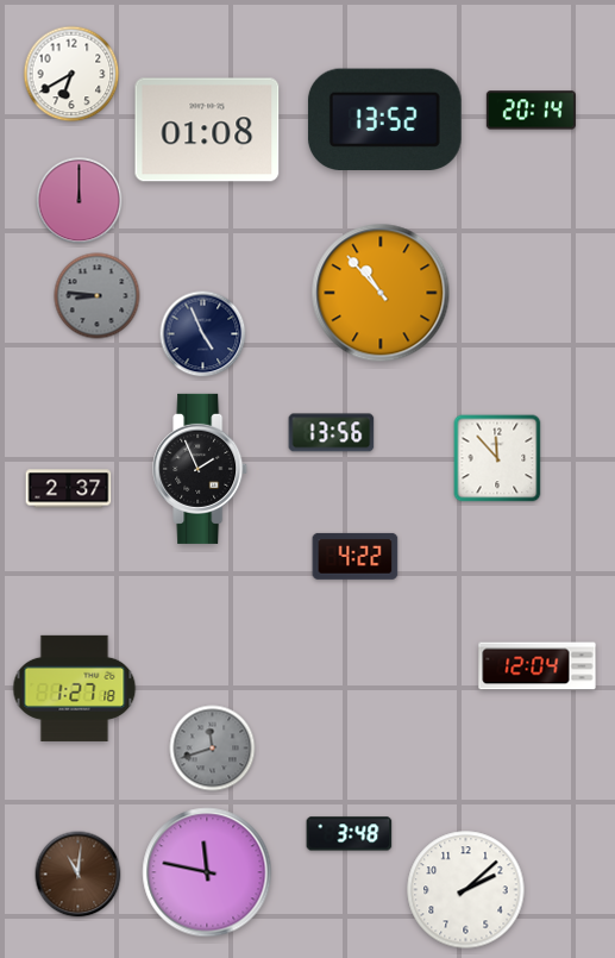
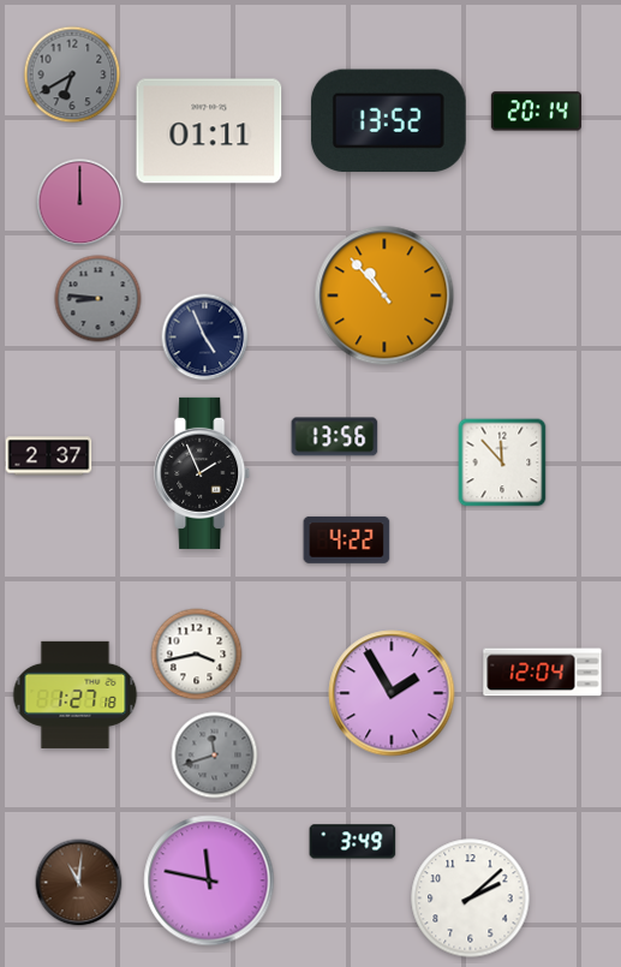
clock at (71, 74) dial: white -> grey
clock at (207, 130): 01:08 -> 01:11
clock at (69, 489) position: (69, 489) -> (49, 456)
clock at (356, 556) position: (356, 556) -> (347, 539)
clock at (197, 655): none -> 3:43
clock at (392, 693): none -> 1:55
clock at (350, 834): 3:48 -> 3:49
